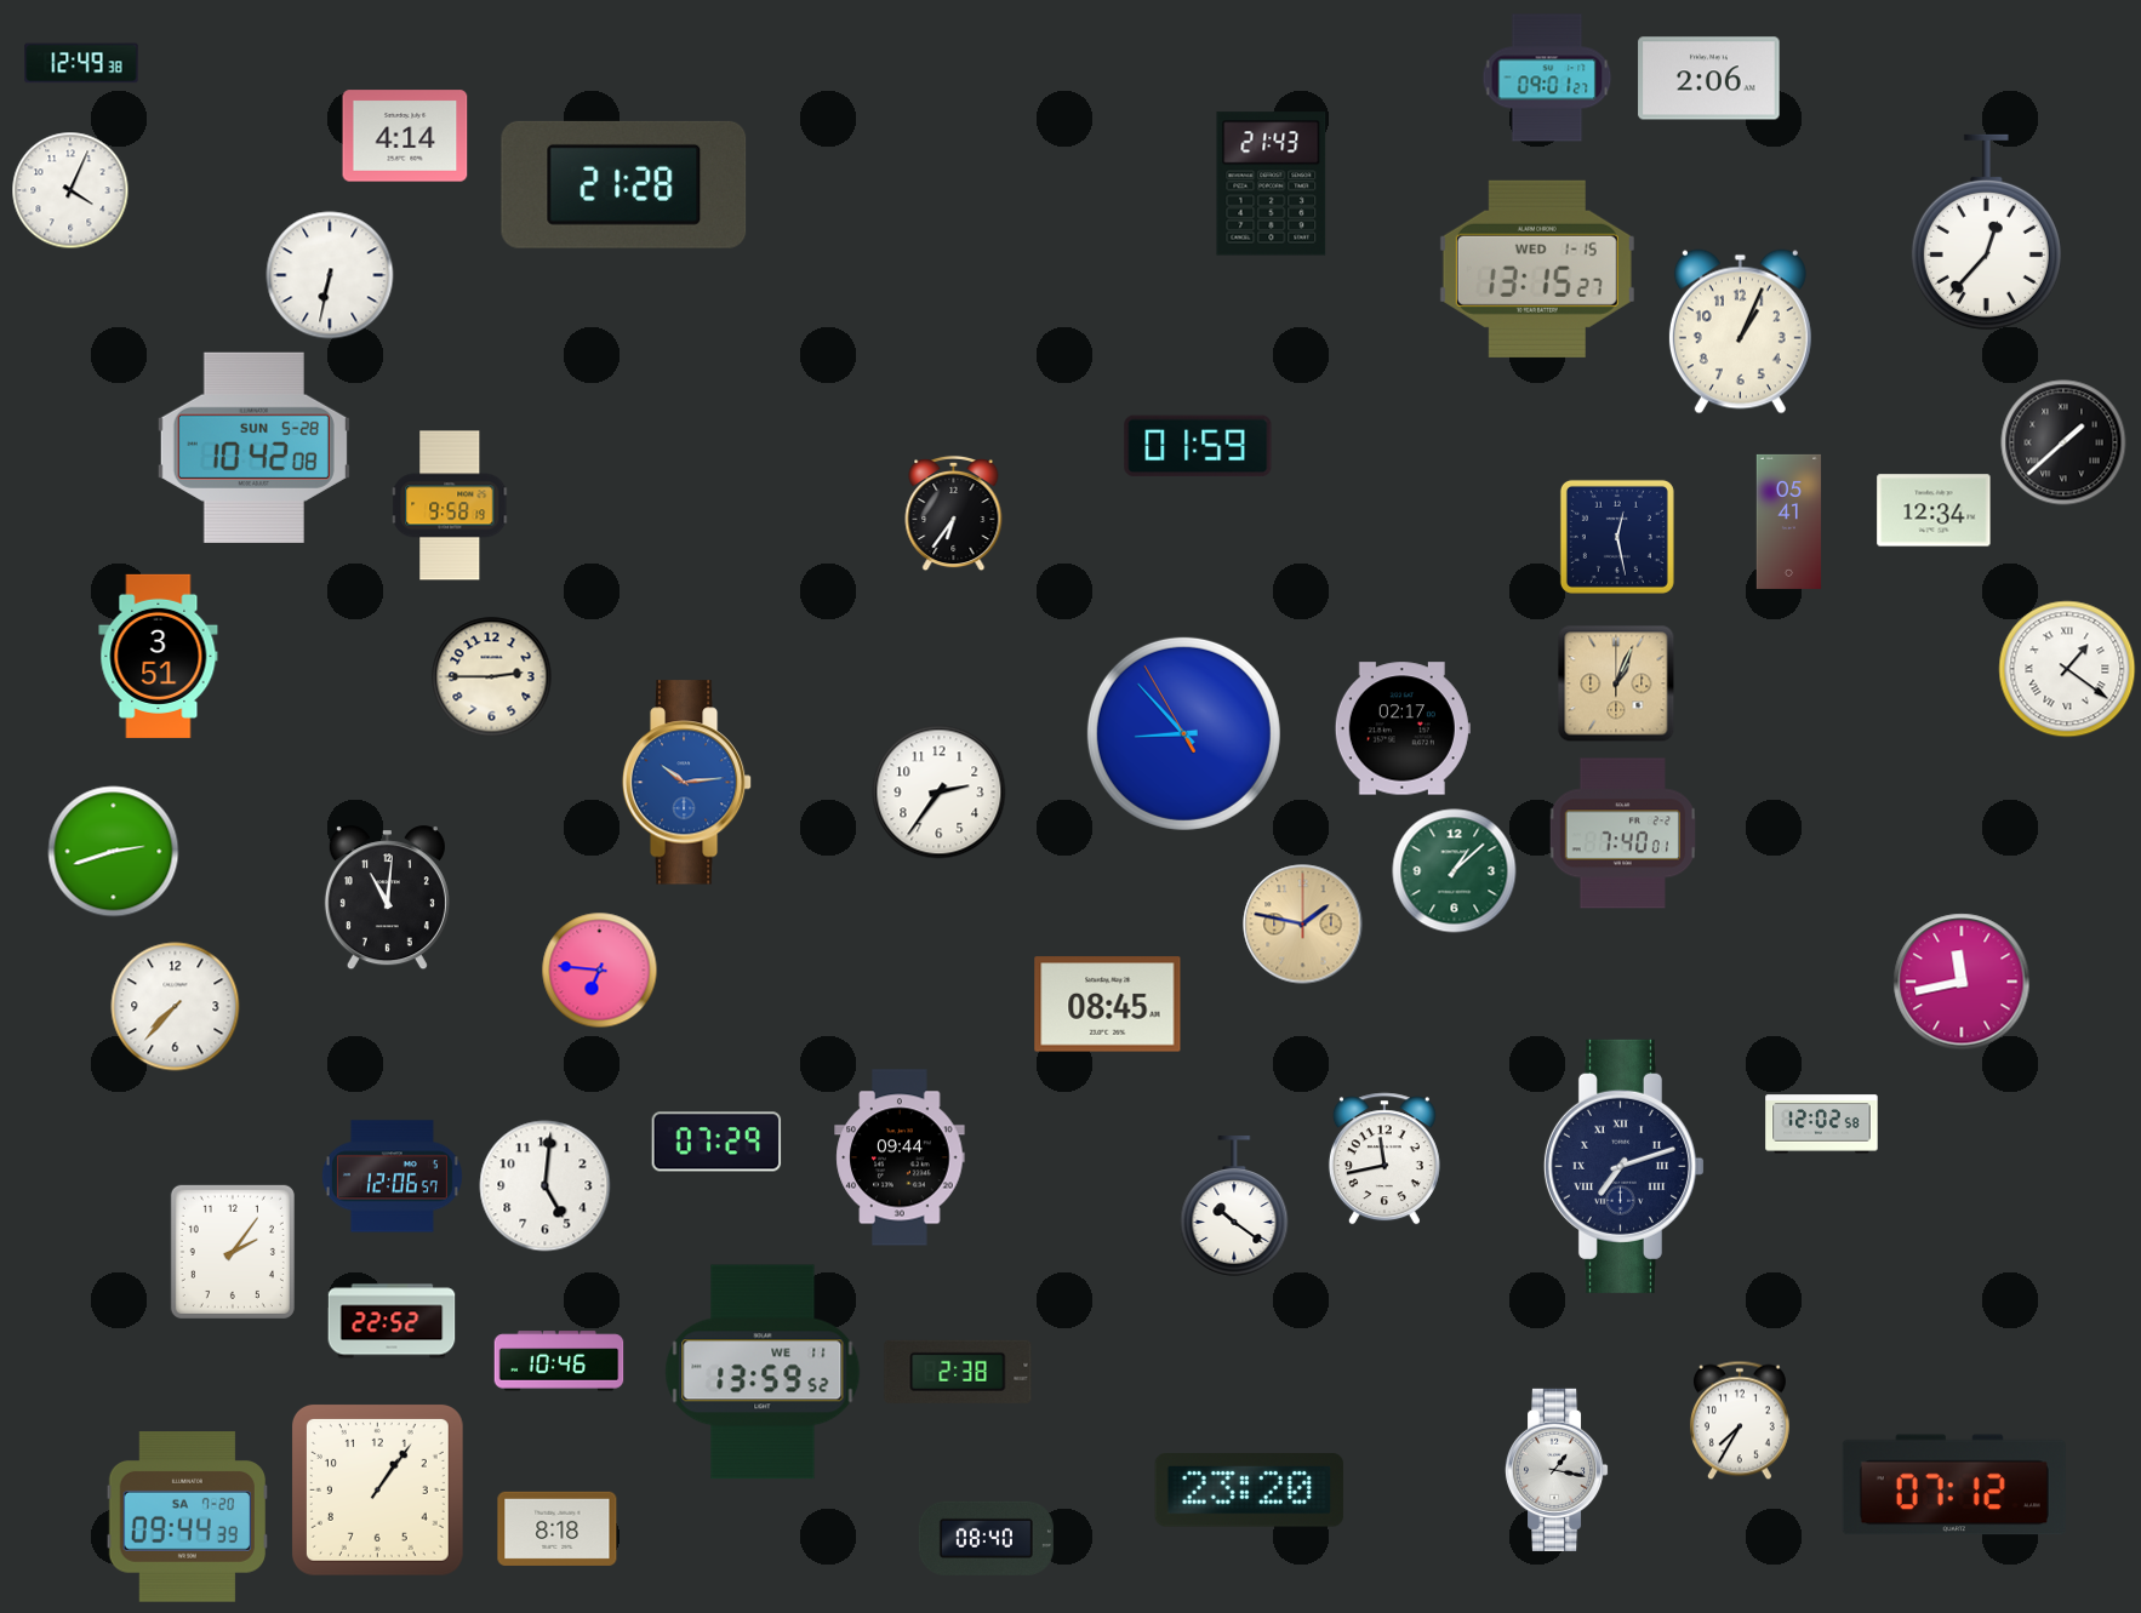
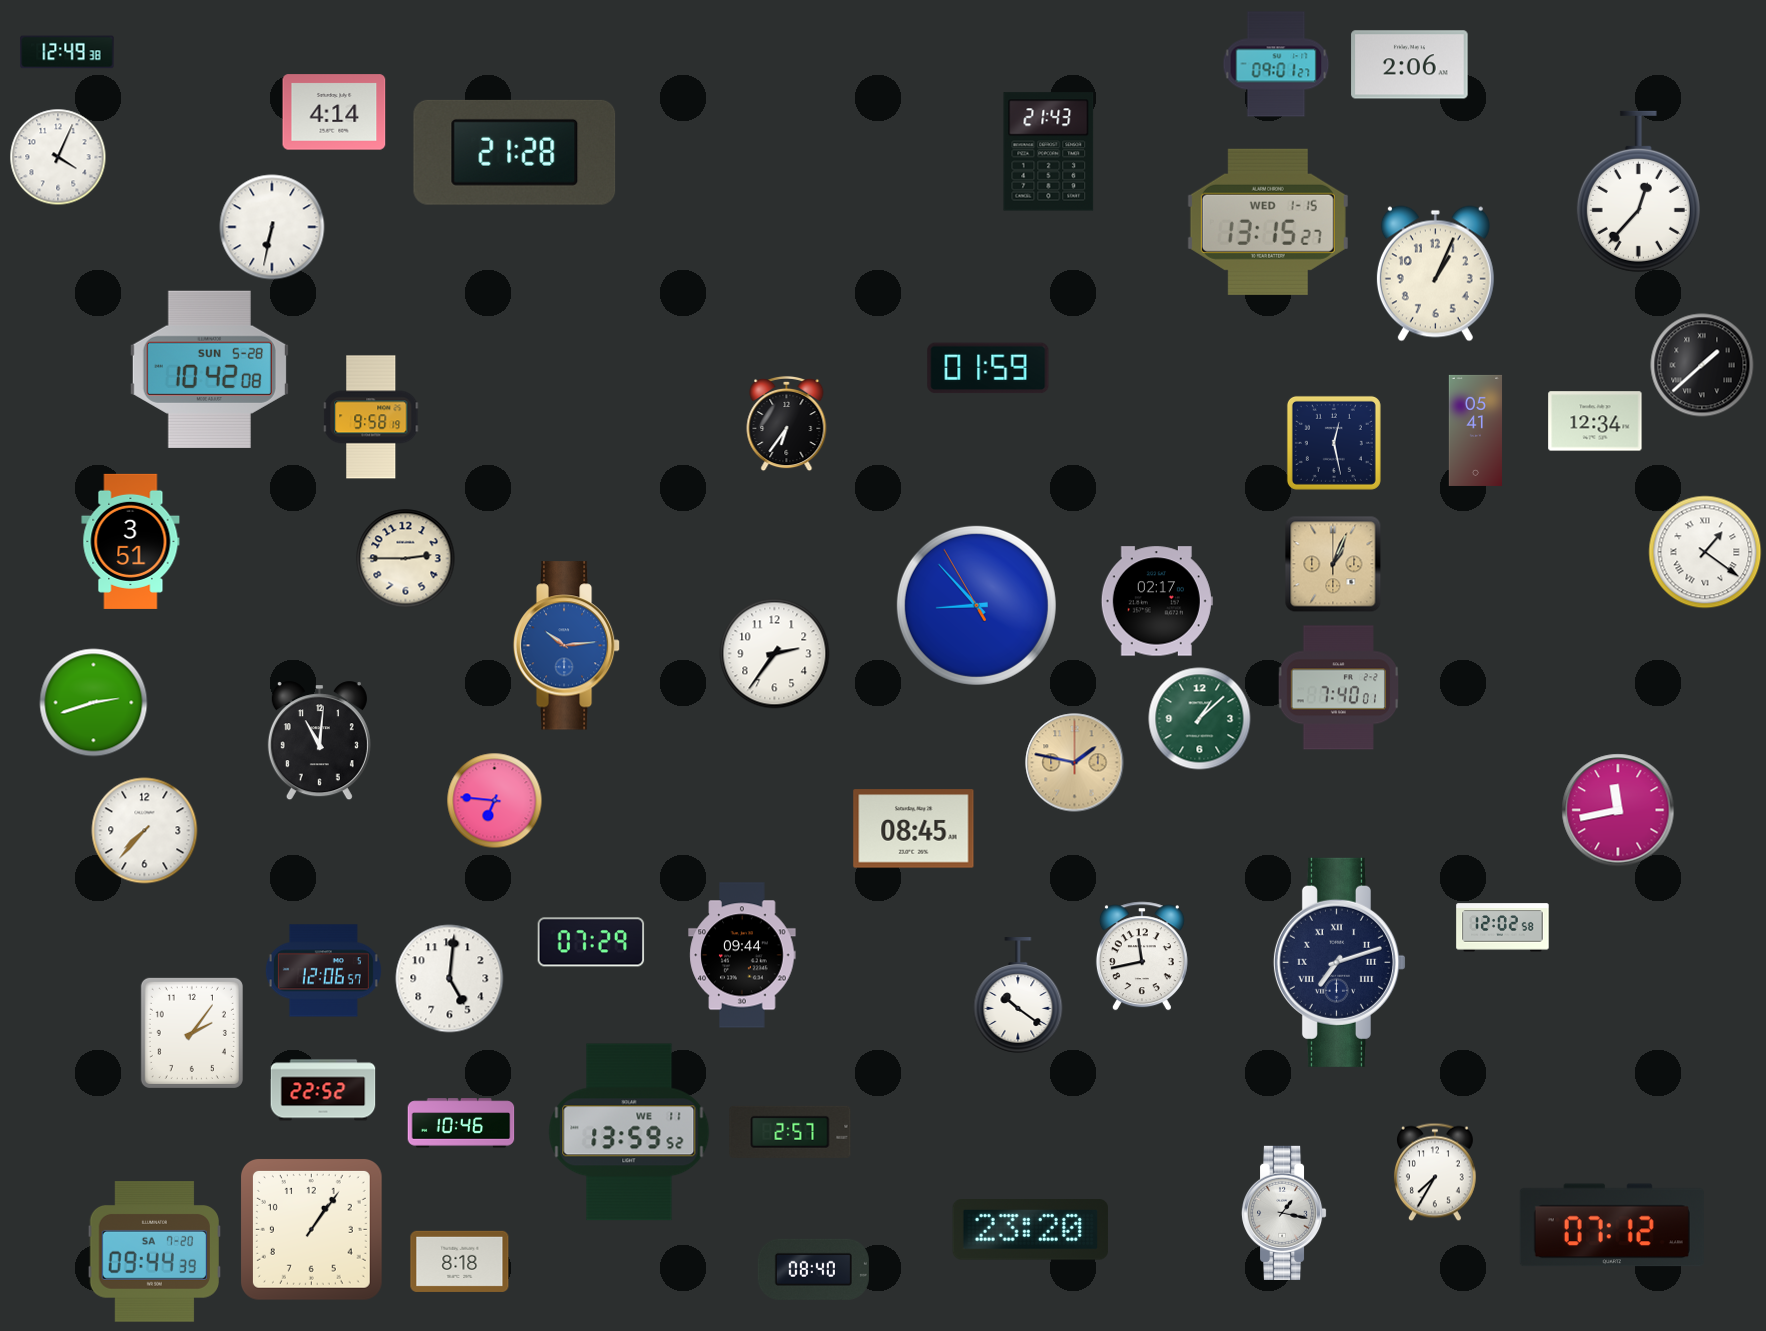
clock at (958, 1372): 2:38 -> 2:57
